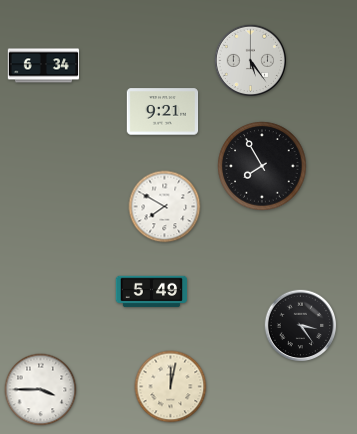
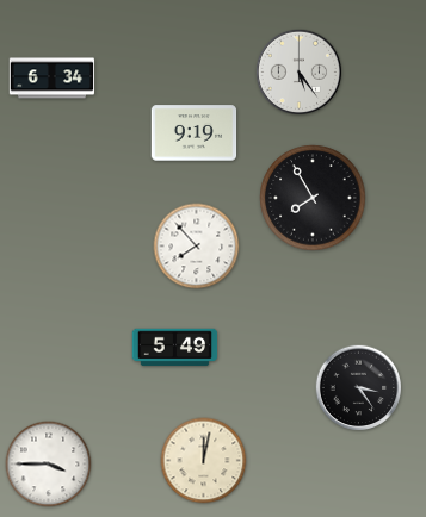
clock at (163, 112): 9:21 -> 9:19
clock at (165, 207): 7:50 -> 7:53
clock at (152, 292) position: (152, 292) -> (175, 348)
